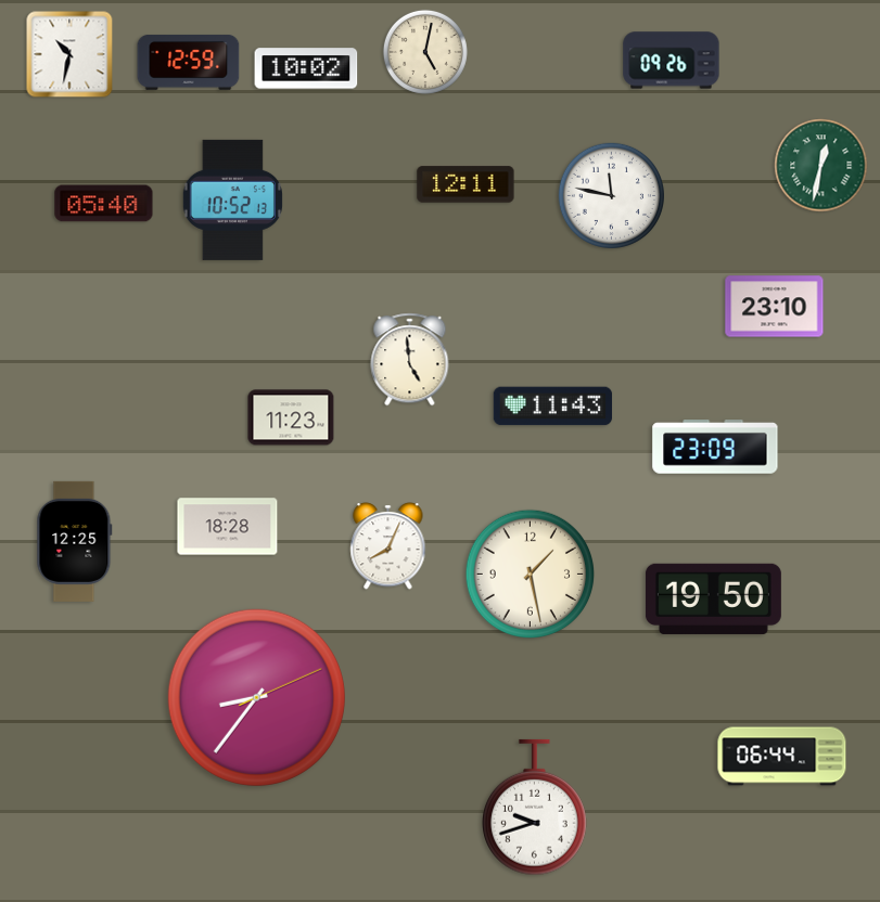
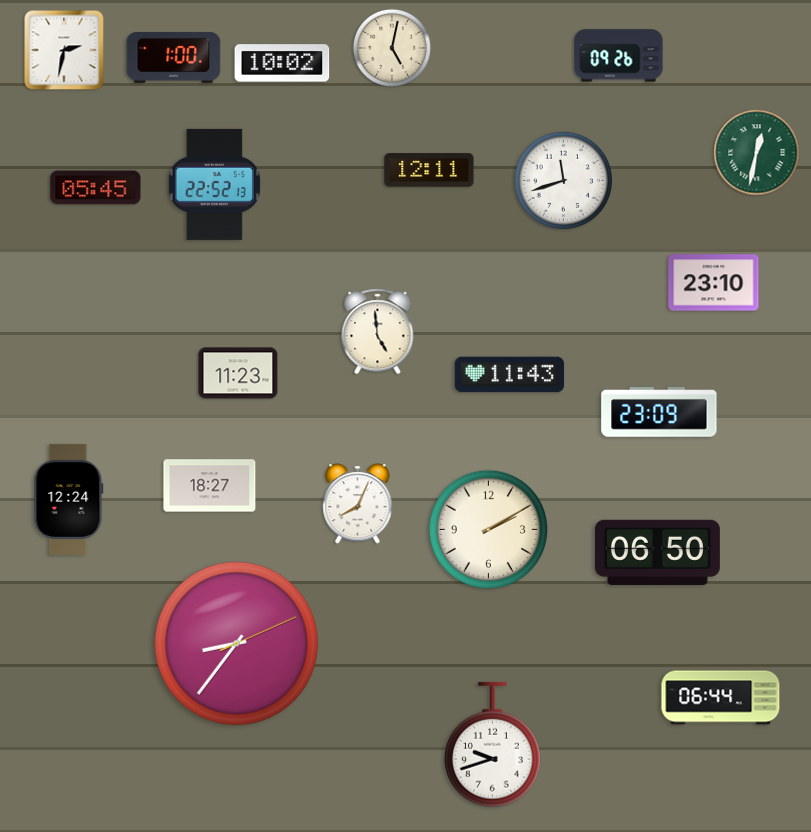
clock at (69, 54): 10:32 -> 2:32
clock at (189, 62): 12:59 -> 1:00
clock at (611, 195): 11:47 -> 11:42
clock at (232, 199): 10:52 -> 22:52
clock at (104, 204): 05:40 -> 05:45
clock at (291, 417) position: (291, 417) -> (238, 373)
clock at (228, 527): 18:28 -> 18:27
clock at (75, 541): 12:25 -> 12:24
clock at (531, 575): 1:28 -> 2:10
clock at (713, 598): 19:50 -> 06:50
